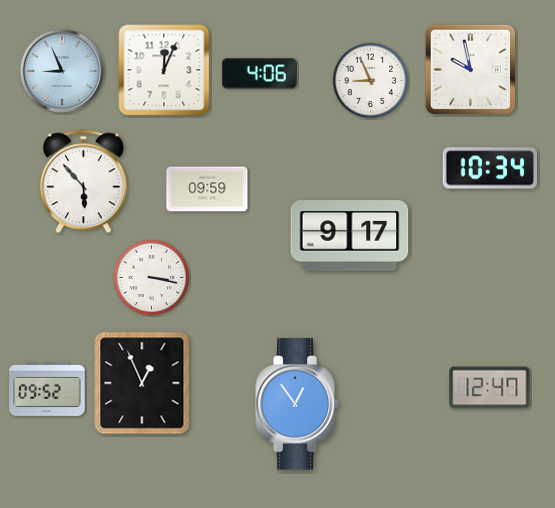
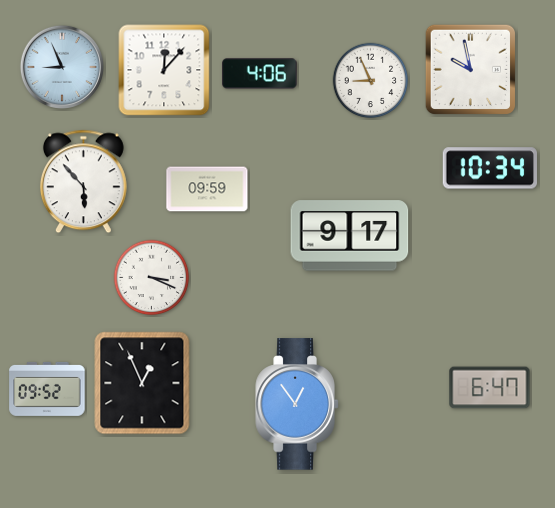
clock at (164, 70): 12:04 -> 12:07
clock at (62, 71) position: (62, 71) -> (62, 67)
clock at (152, 278): 3:17 -> 3:19
clock at (490, 388): 12:47 -> 6:47
